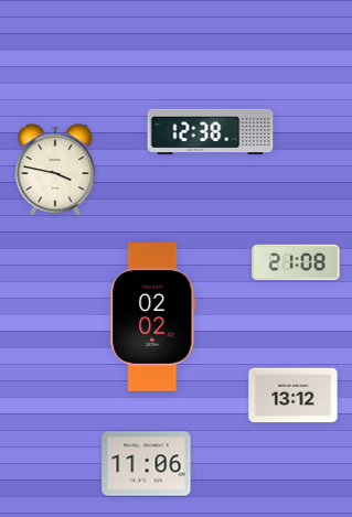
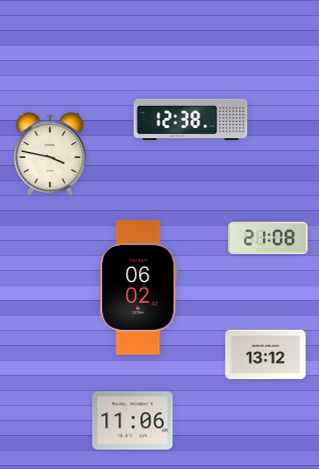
clock at (153, 317): 02:02 -> 06:02
clock at (294, 396) position: (294, 396) -> (266, 355)
